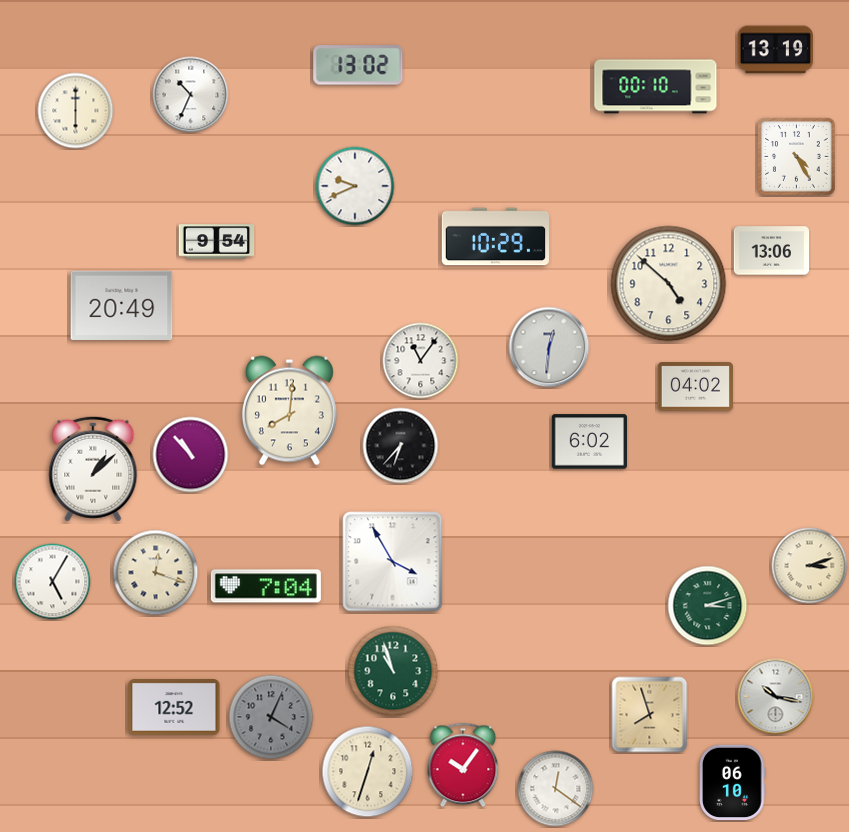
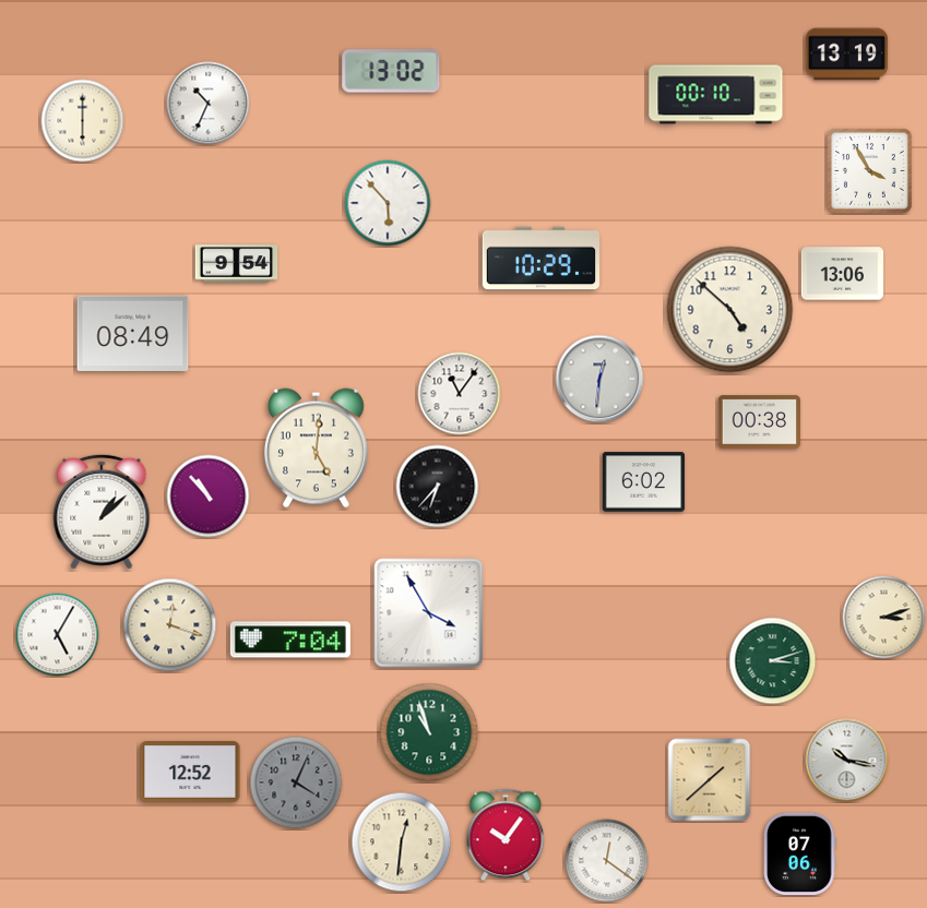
clock at (796, 156): 4:25 -> 3:55
clock at (355, 186): 9:41 -> 5:53
clock at (122, 305): 20:49 -> 08:49
clock at (695, 387): 04:02 -> 00:38
clock at (289, 411): 8:01 -> 5:01
clock at (650, 715): 7:57 -> 1:38
clock at (368, 772): 12:33 -> 12:31
clock at (733, 782): 06:10 -> 07:06
